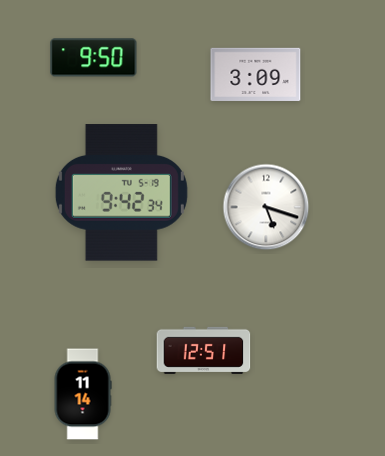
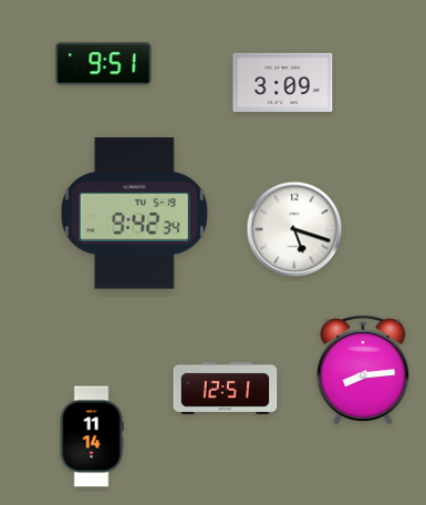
clock at (94, 58): 9:50 -> 9:51
clock at (363, 370): none -> 8:14
